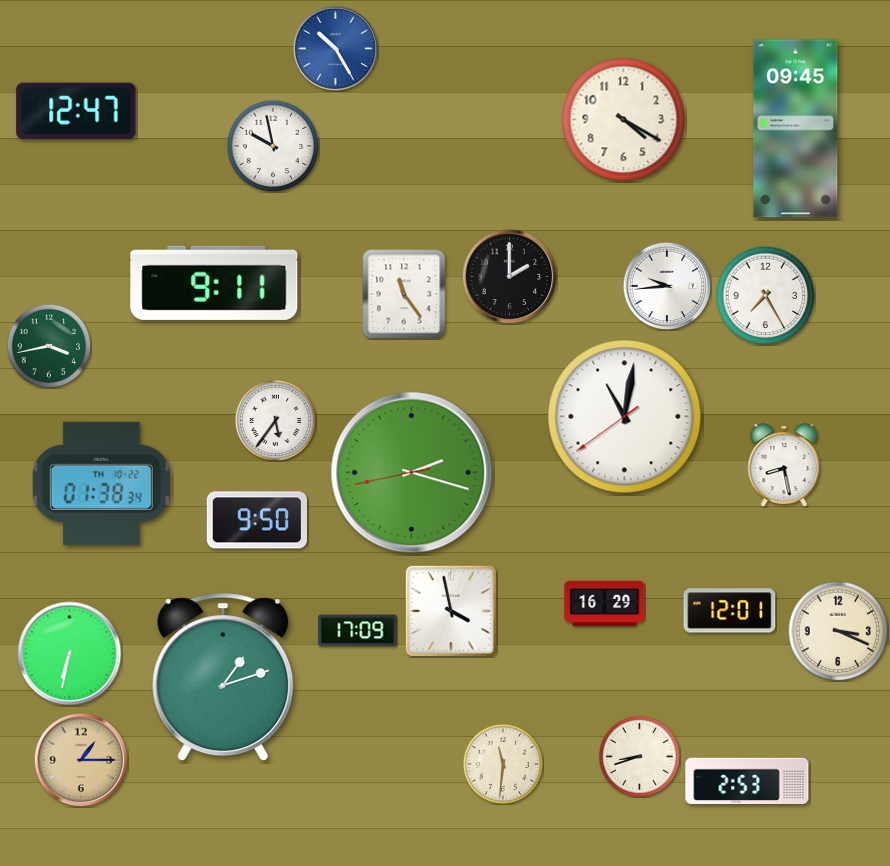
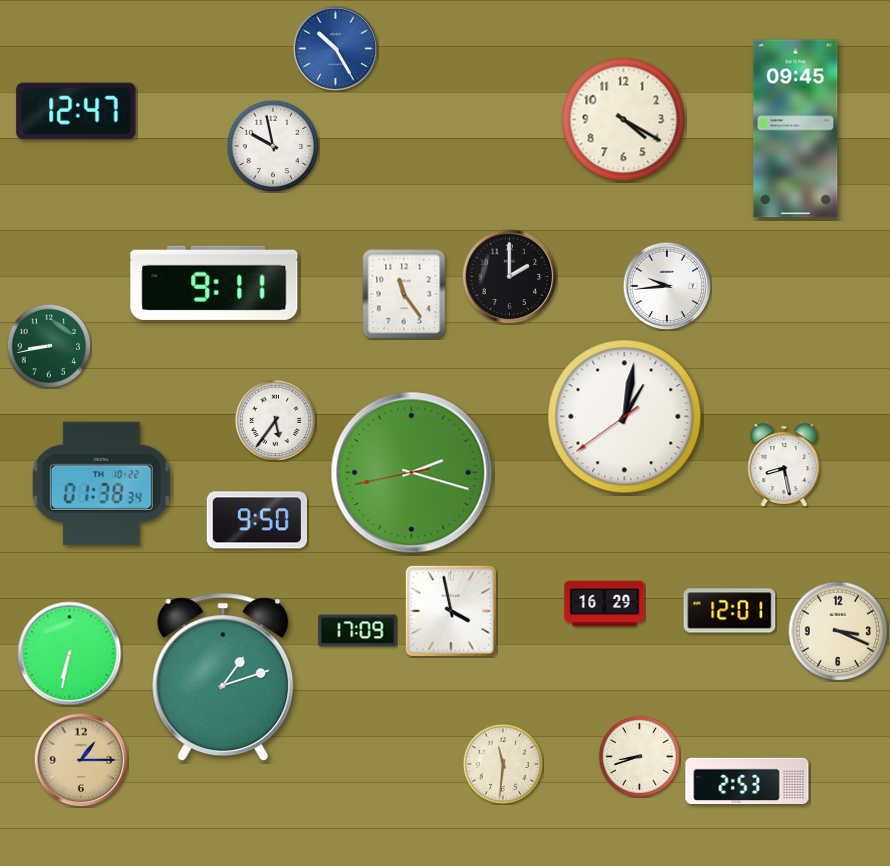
clock at (766, 296): 7:25 -> none
clock at (49, 346): 3:43 -> 8:43
clock at (625, 417): 11:01 -> 1:01
